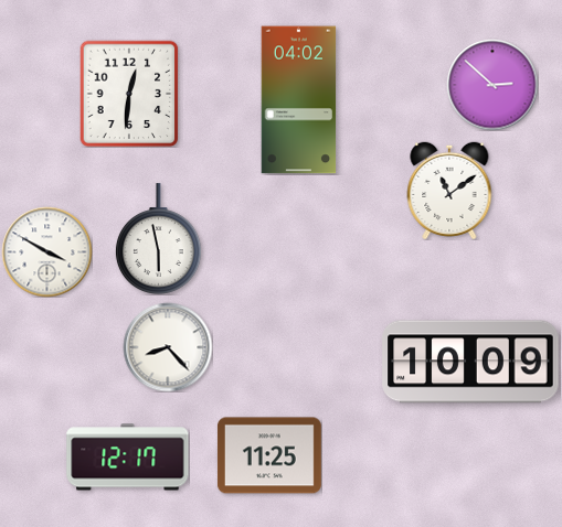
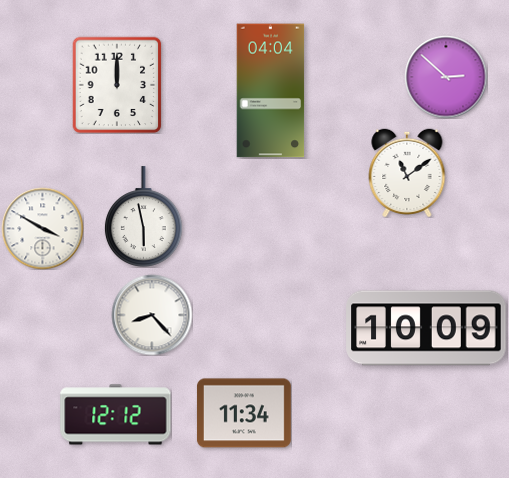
clock at (129, 94): 12:31 -> 12:00
clock at (299, 100): 04:02 -> 04:04
clock at (269, 455): 11:25 -> 11:34
clock at (128, 458): 12:17 -> 12:12
